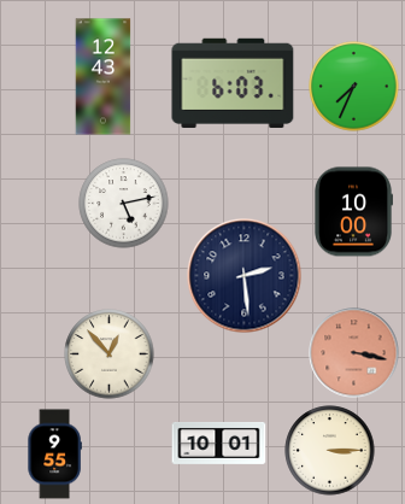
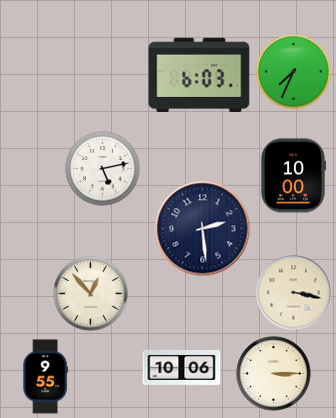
clock at (104, 77): 12:43 -> none
clock at (233, 82) position: (233, 82) -> (199, 74)
clock at (354, 353) dial: salmon -> cream
clock at (219, 444): 10:01 -> 10:06
